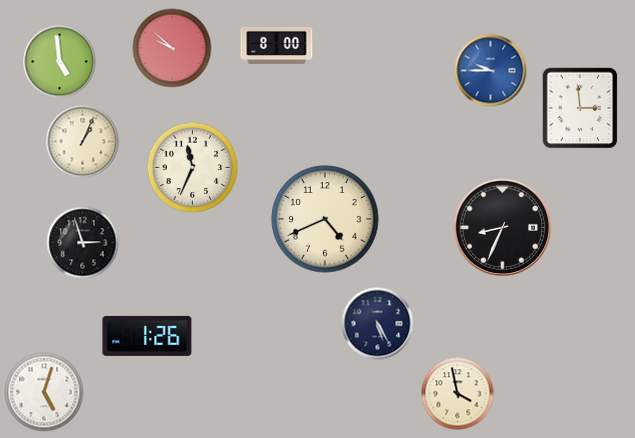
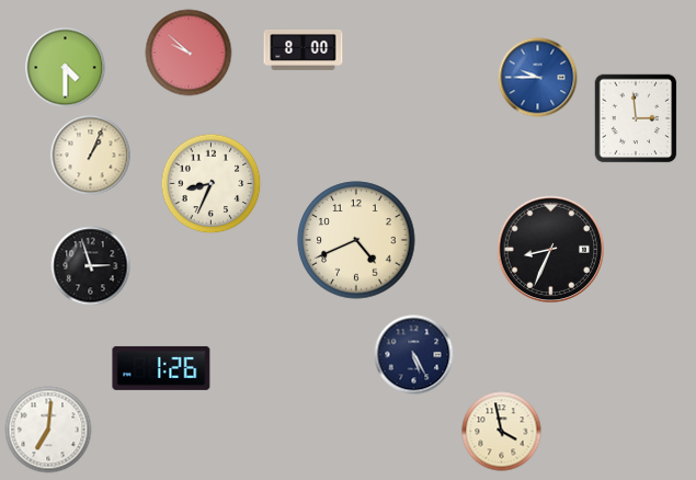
clock at (60, 62): 4:59 -> 4:30
clock at (193, 168): 11:34 -> 8:34
clock at (44, 392): 5:03 -> 7:01
